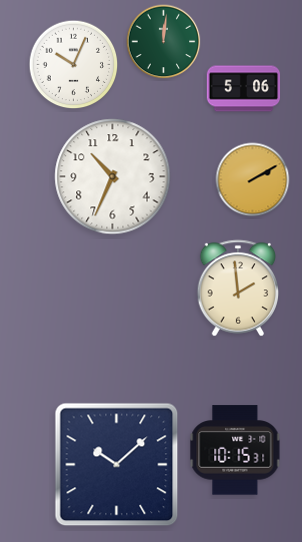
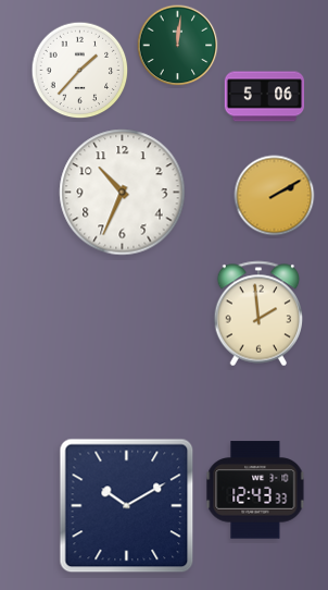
clock at (74, 65): 10:04 -> 1:37
clock at (235, 450): 10:15 -> 12:43
clock at (117, 465): 10:08 -> 10:10
